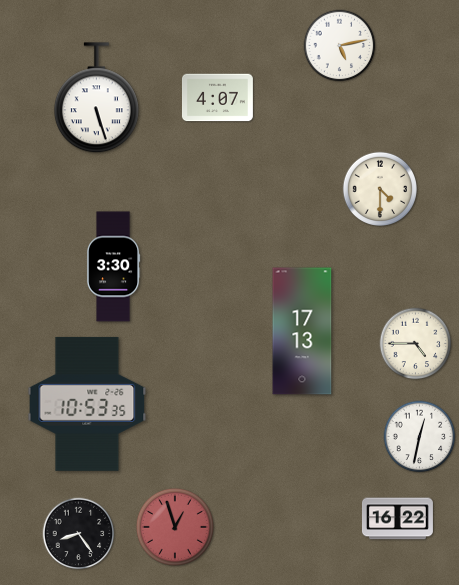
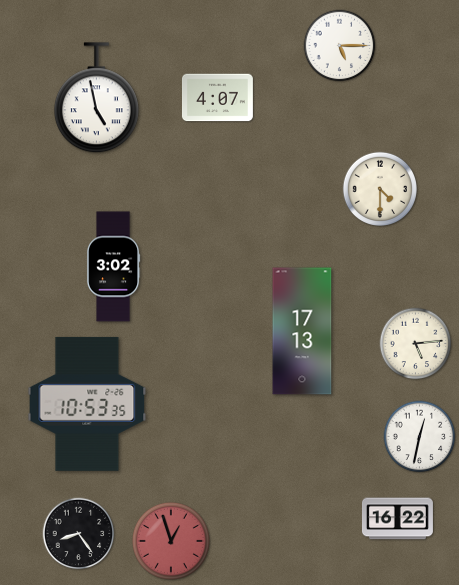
clock at (340, 46): 5:13 -> 5:15
clock at (96, 98): 5:27 -> 4:58
clock at (113, 267): 3:30 -> 3:02
clock at (416, 344): 4:45 -> 5:14
clock at (175, 527) position: (175, 527) -> (171, 541)
